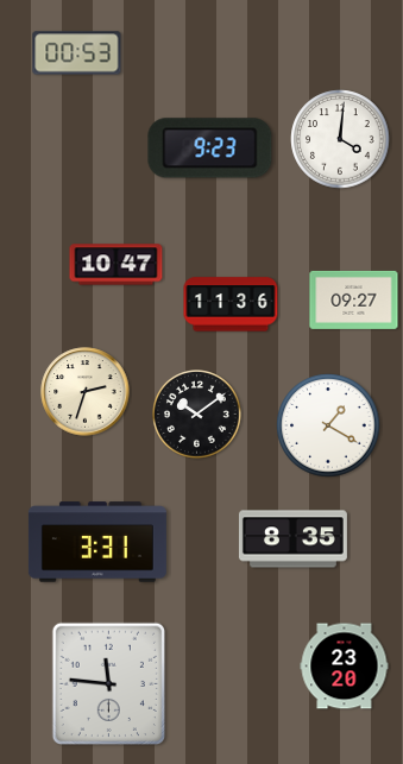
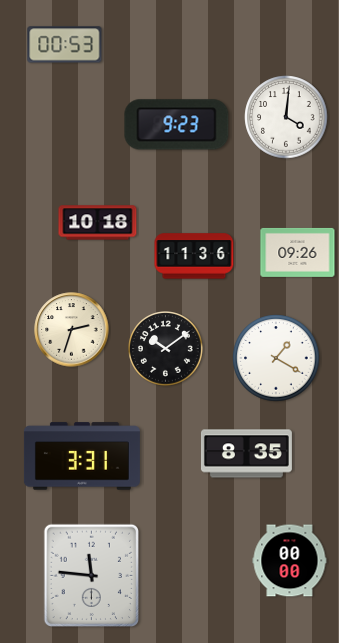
clock at (117, 265): 10:47 -> 10:18
clock at (354, 299): 09:27 -> 09:26
clock at (345, 667): 23:20 -> 00:00
